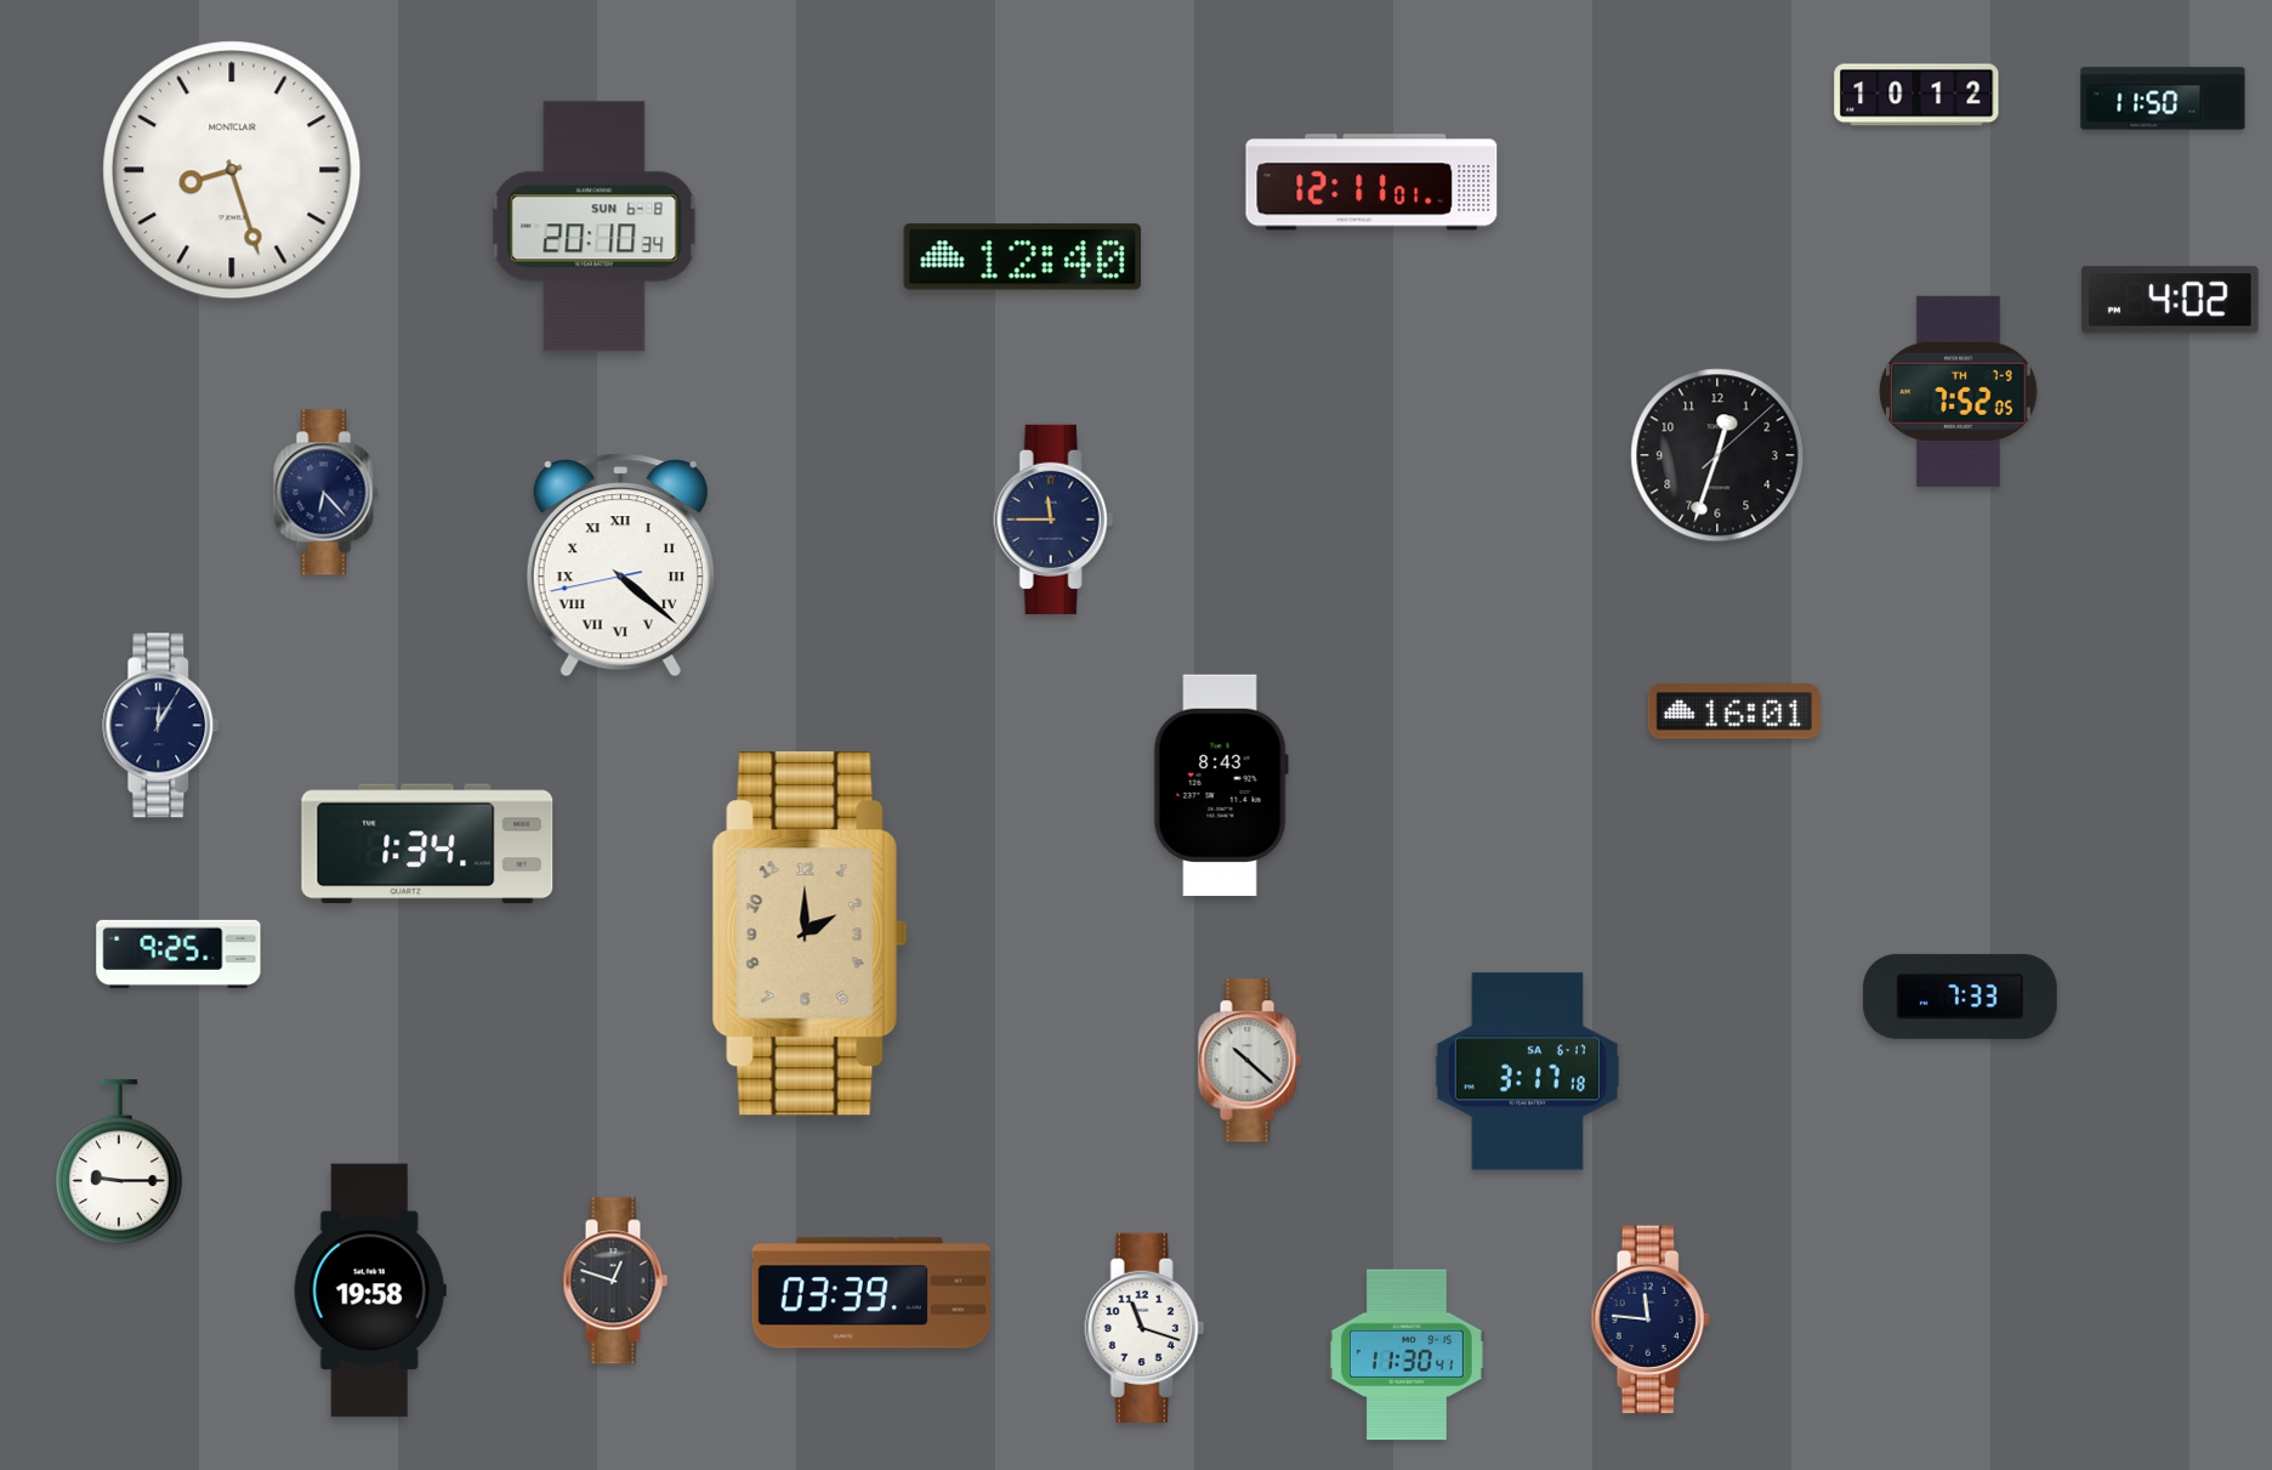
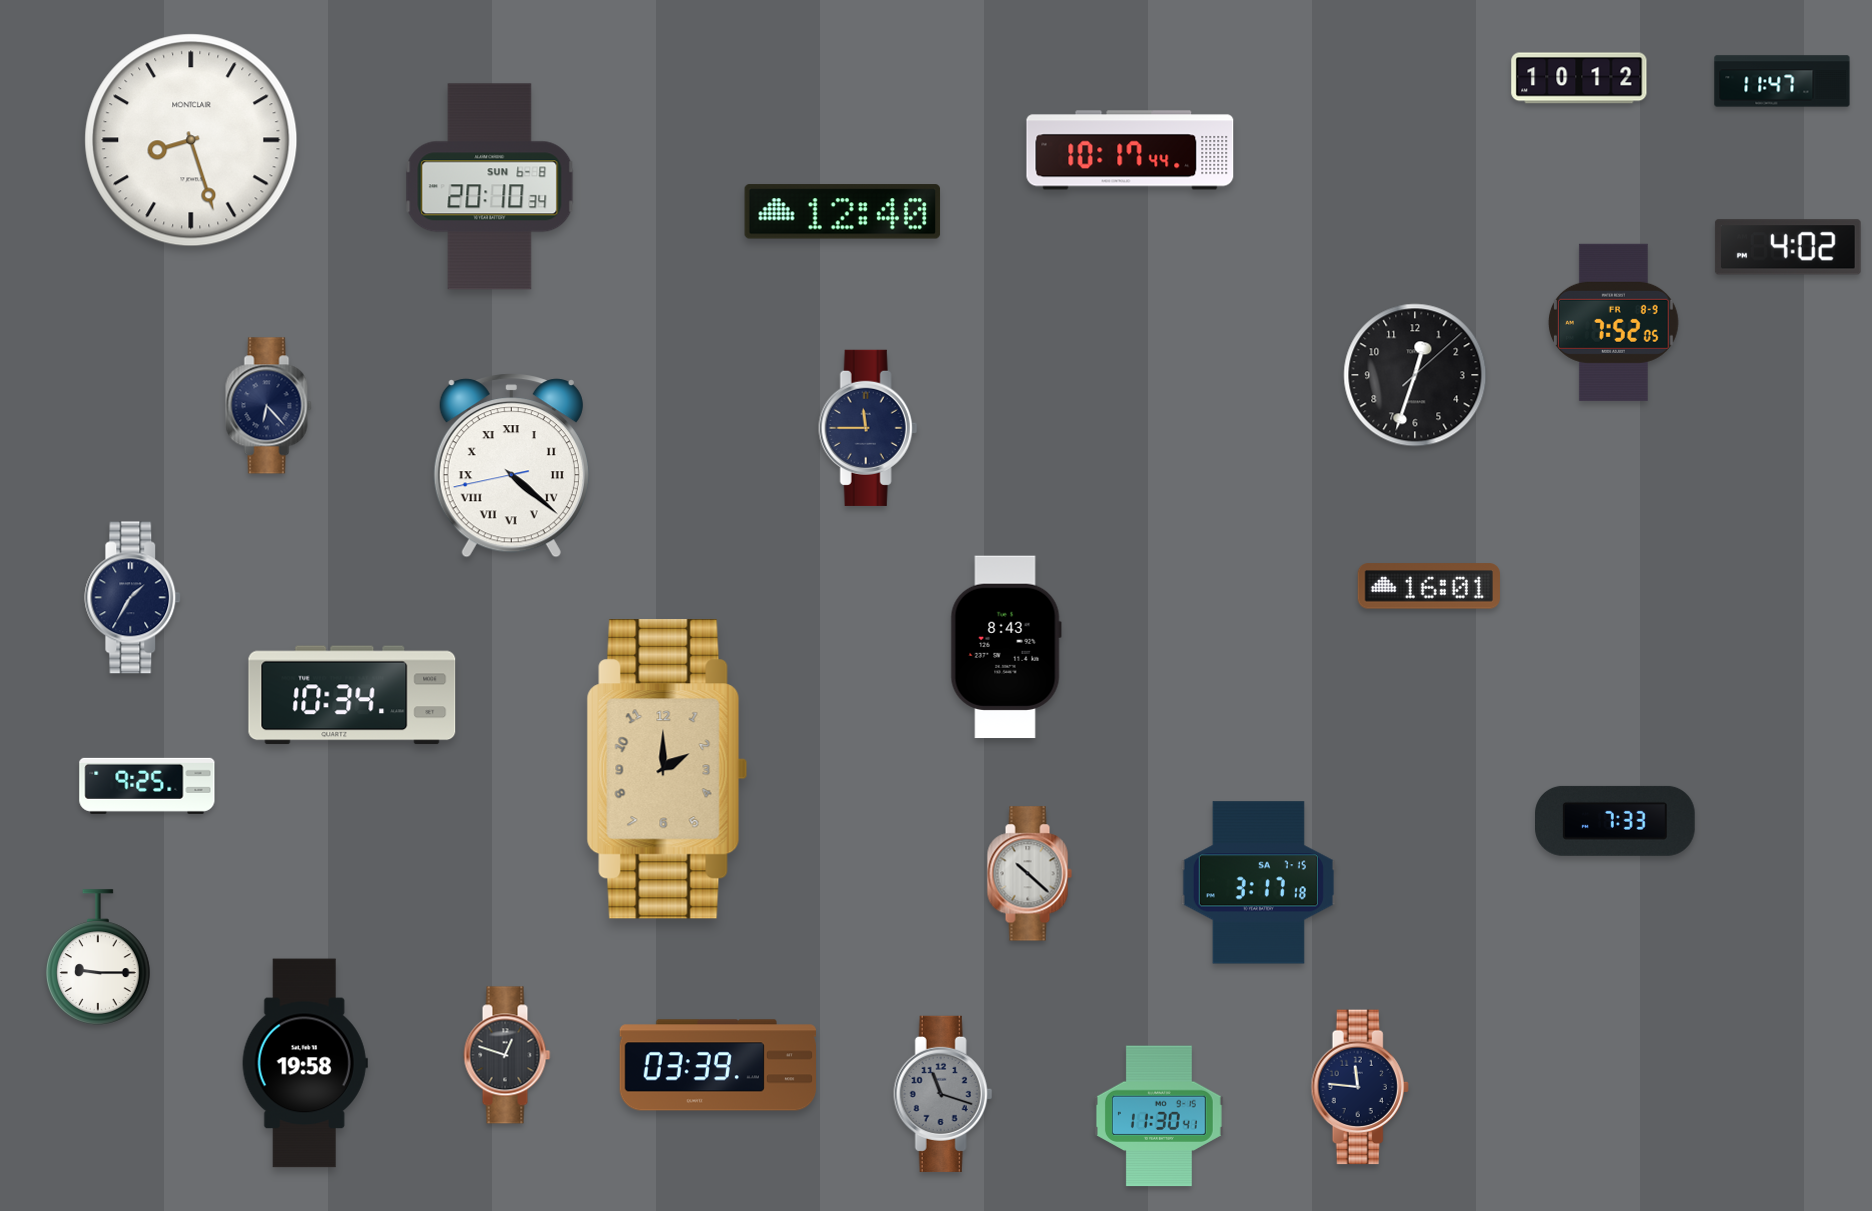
clock at (2163, 98): 11:50 -> 11:47
clock at (1371, 182): 12:11 -> 10:17
clock at (1958, 391) date: TH 7-9 -> FR 8-9
clock at (161, 726): 12:05 -> 1:35
clock at (427, 844): 1:34 -> 10:34
clock at (1527, 1072) date: SA 6-17 -> SA 7-15
clock at (1144, 1328) dial: white -> grey
